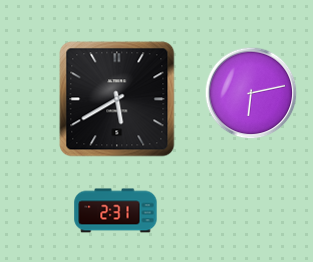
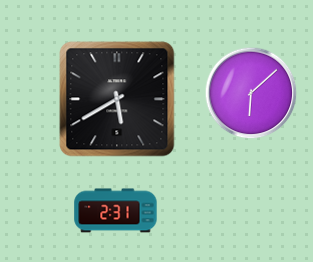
clock at (251, 93): 6:13 -> 6:08
